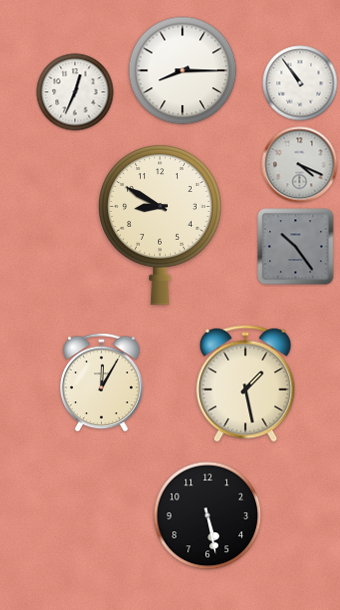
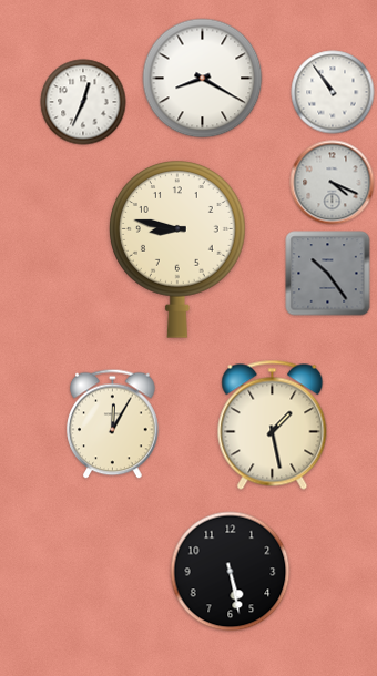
clock at (183, 71): 8:15 -> 8:20
clock at (161, 225): 8:50 -> 8:47
